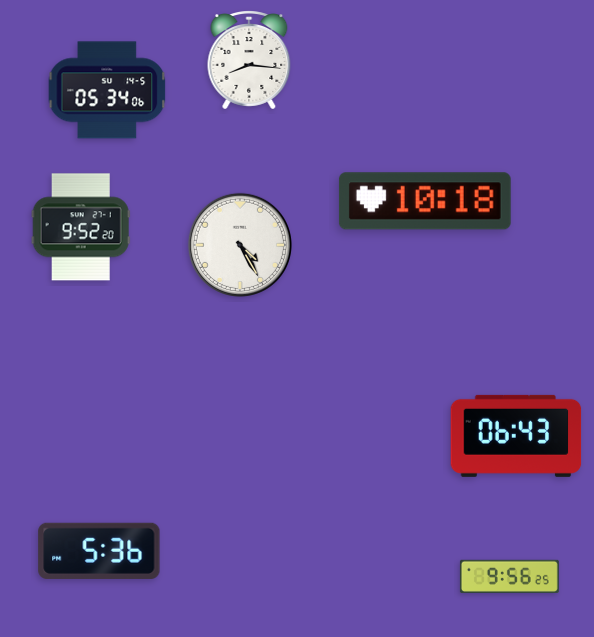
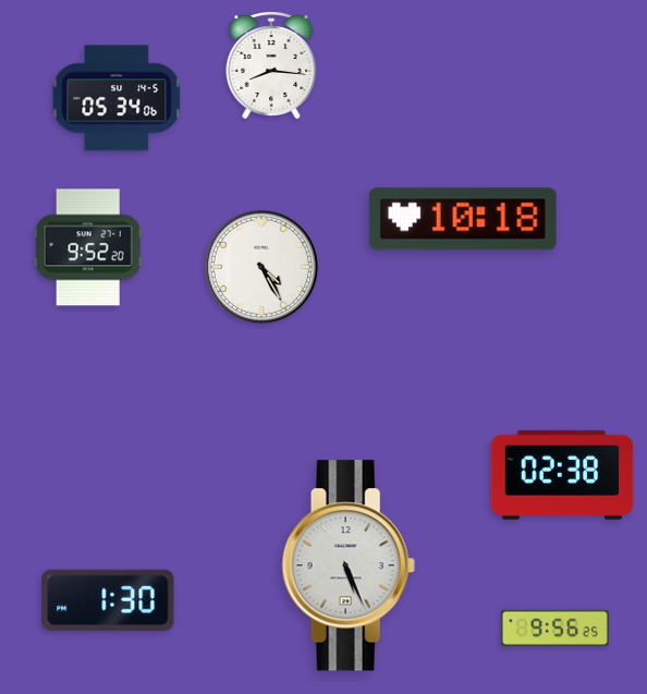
clock at (516, 436): 06:43 -> 02:38
clock at (349, 565): none -> 5:26
clock at (99, 551): 5:36 -> 1:30
